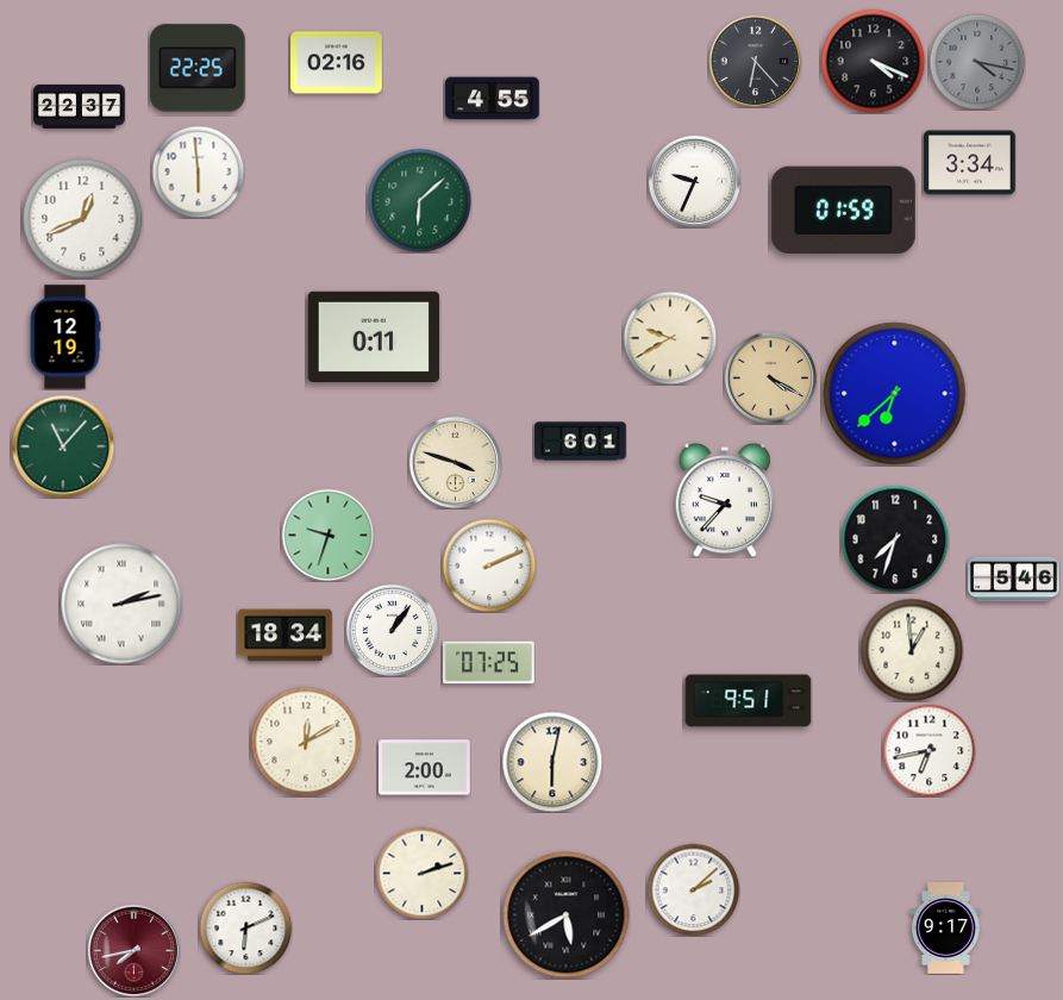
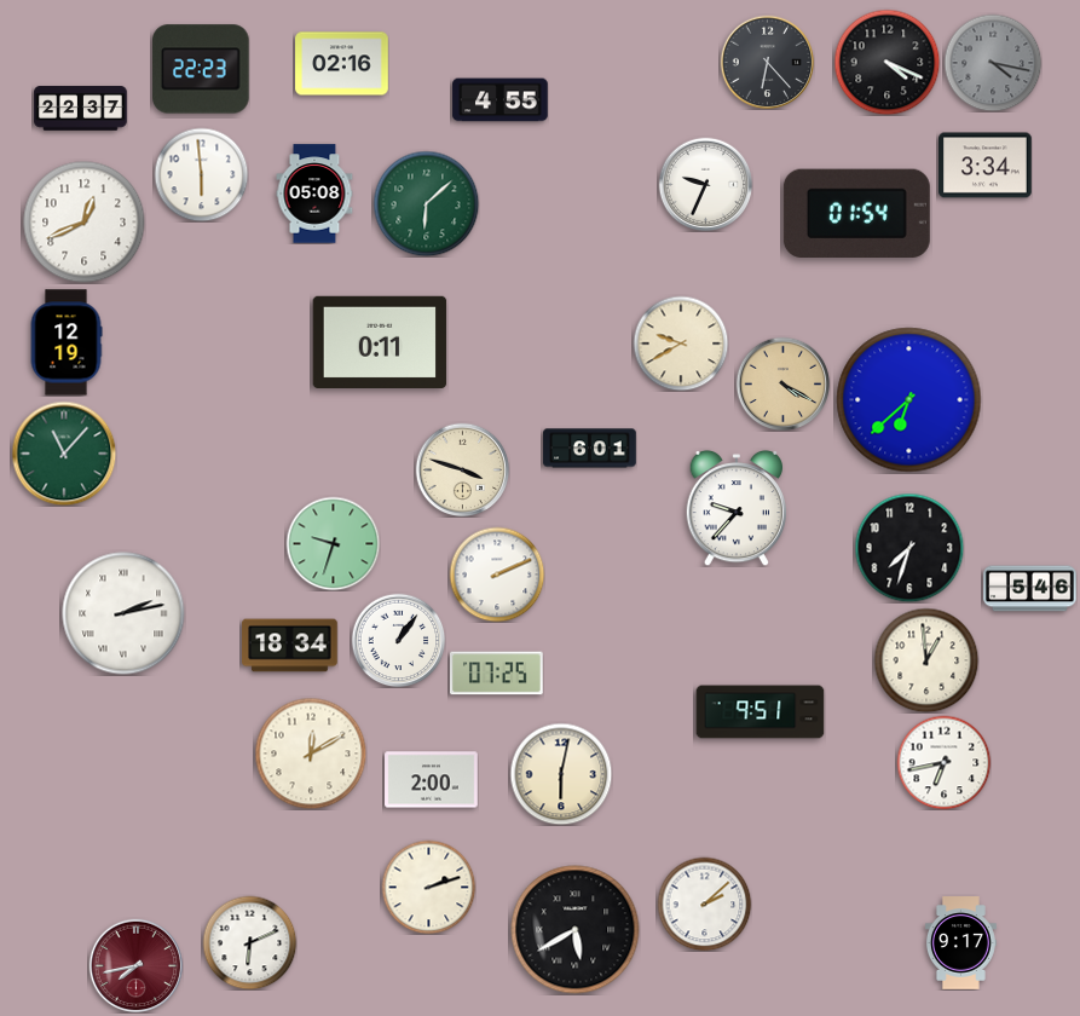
clock at (198, 68): 22:25 -> 22:23
clock at (314, 194): none -> 05:08
clock at (843, 210): 01:59 -> 01:54
